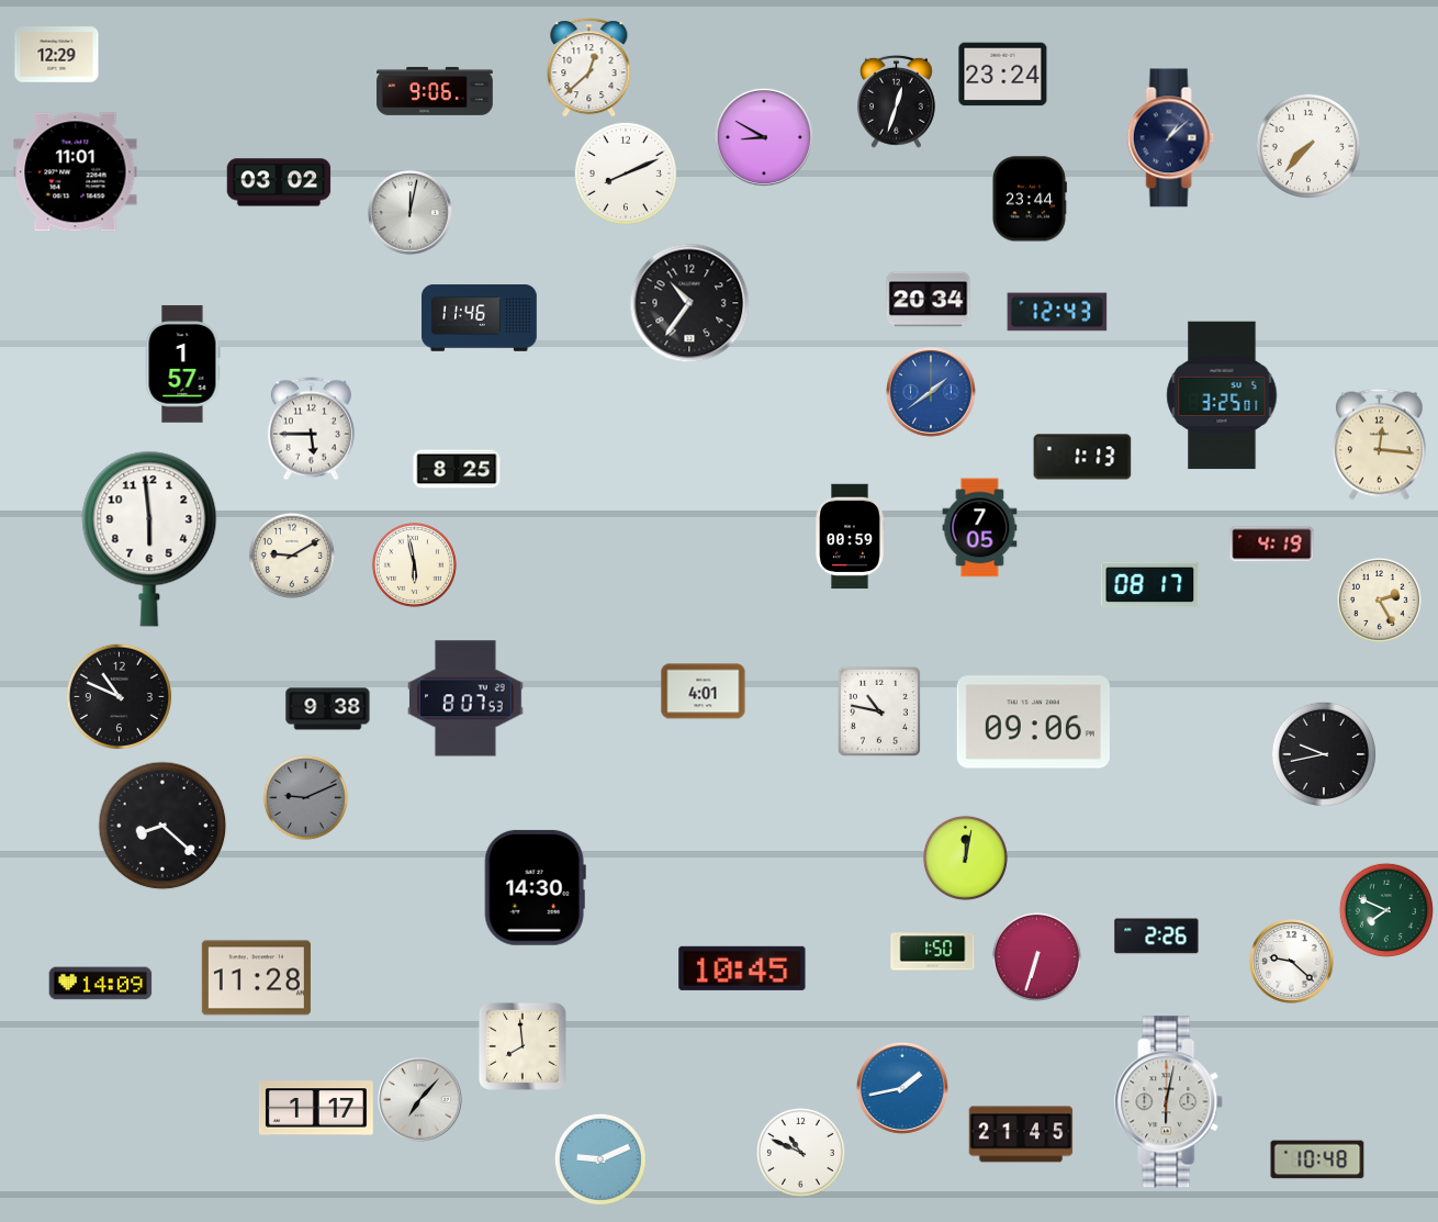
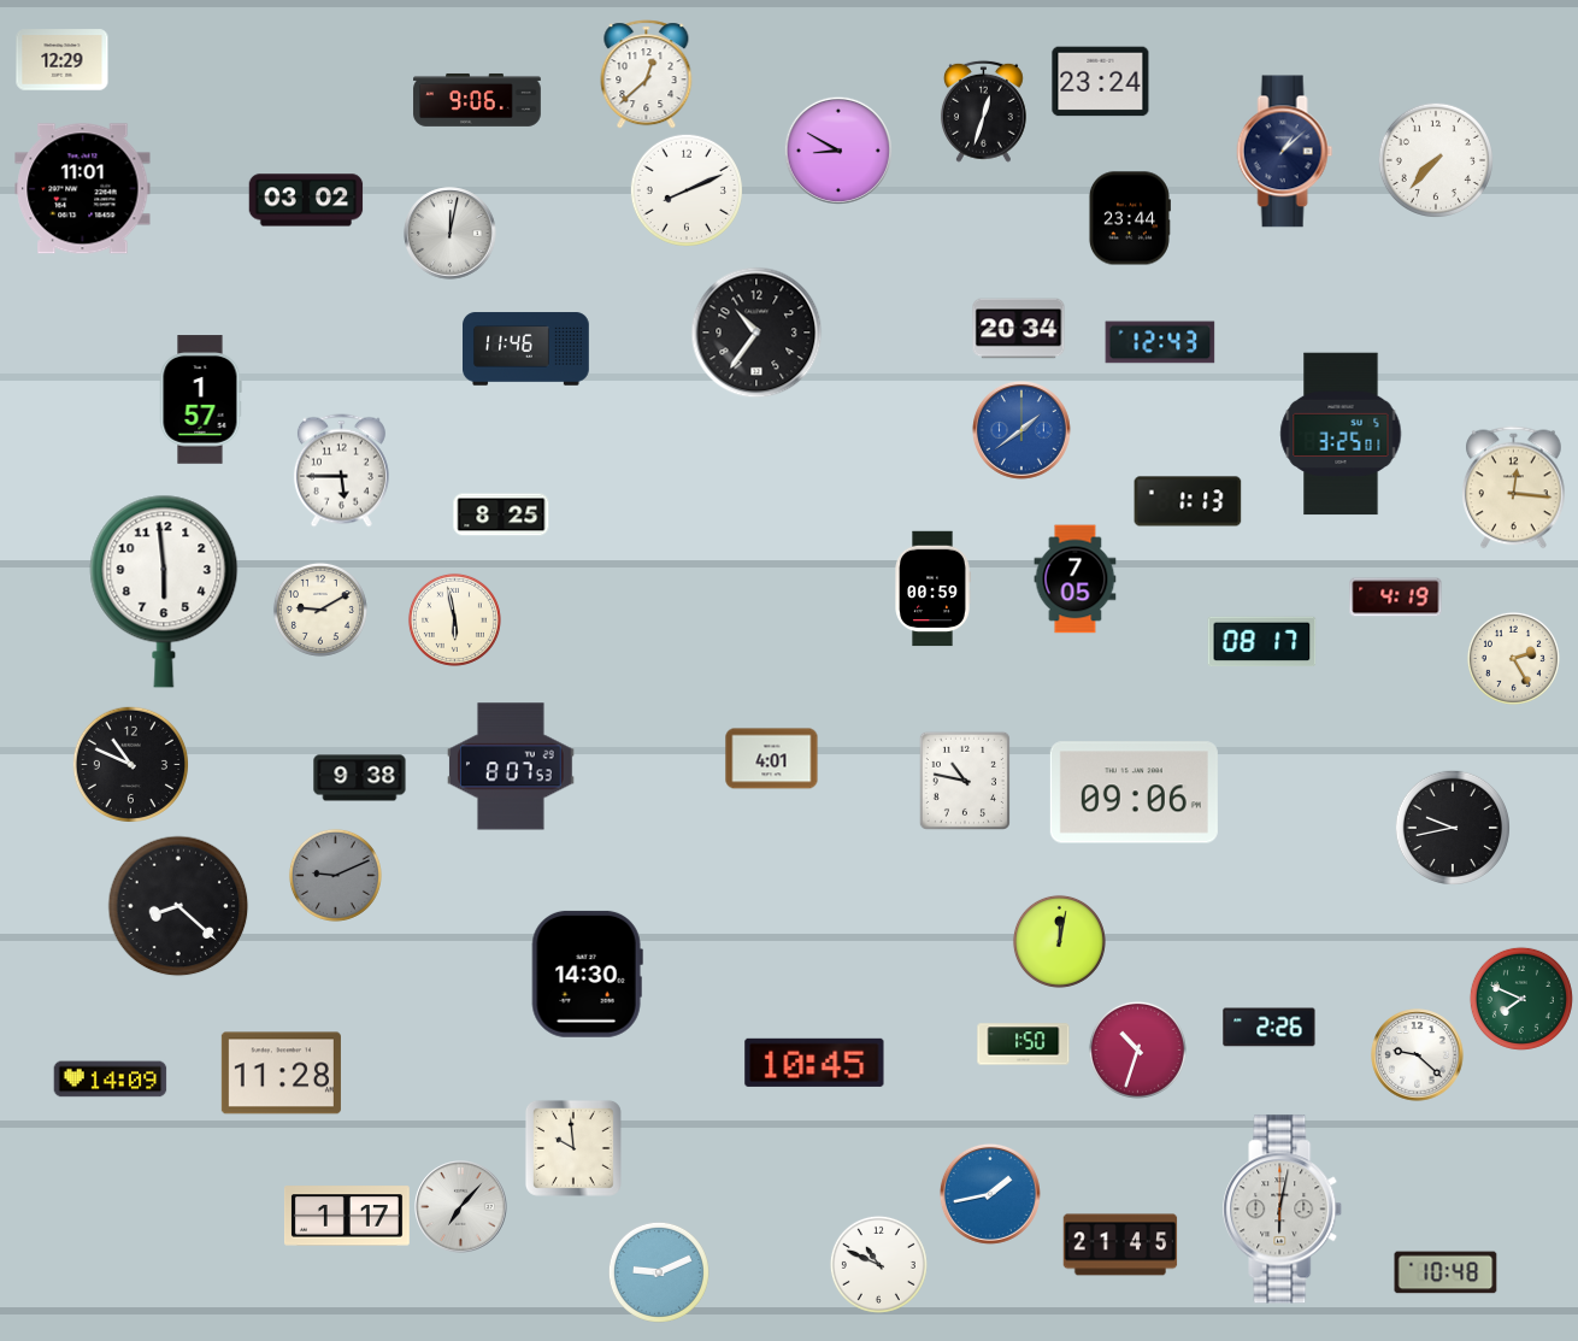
clock at (1036, 956): 6:33 -> 10:33
clock at (523, 1046): 7:59 -> 9:59
